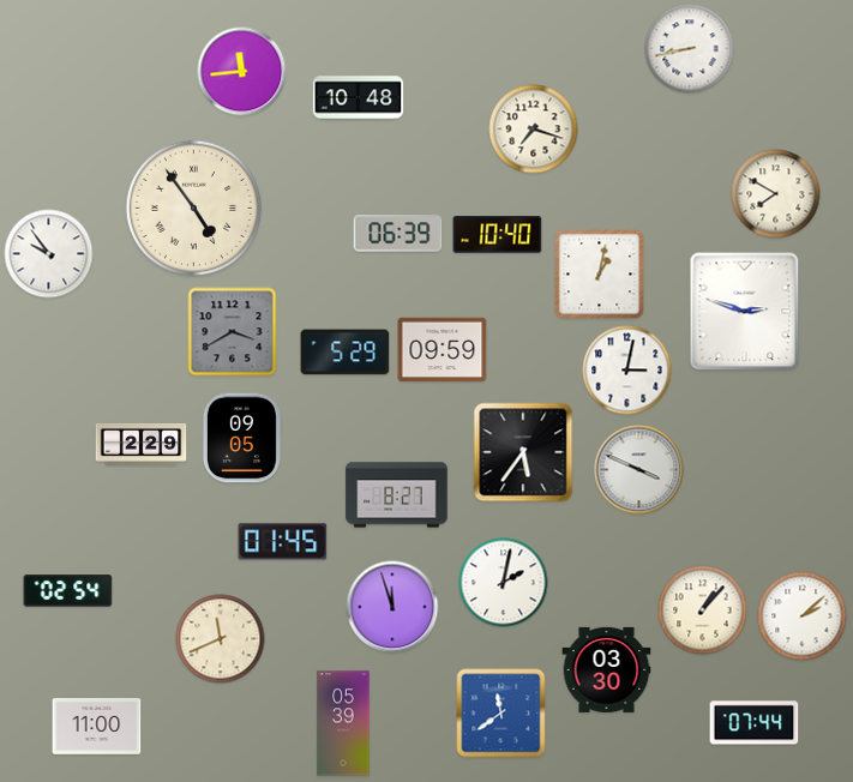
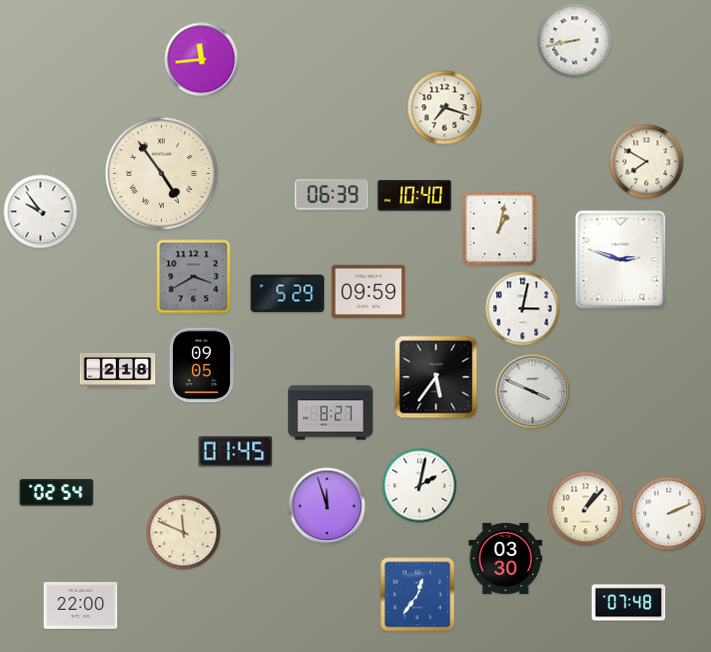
clock at (359, 98): 10:48 -> none
clock at (142, 444): 2:29 -> 2:18
clock at (803, 616): 2:08 -> 2:11
clock at (221, 639): 11:41 -> 11:49
clock at (501, 714): 11:39 -> 12:36
clock at (343, 723): 05:39 -> none
clock at (755, 723): 07:44 -> 07:48
clock at (97, 727): 11:00 -> 22:00
